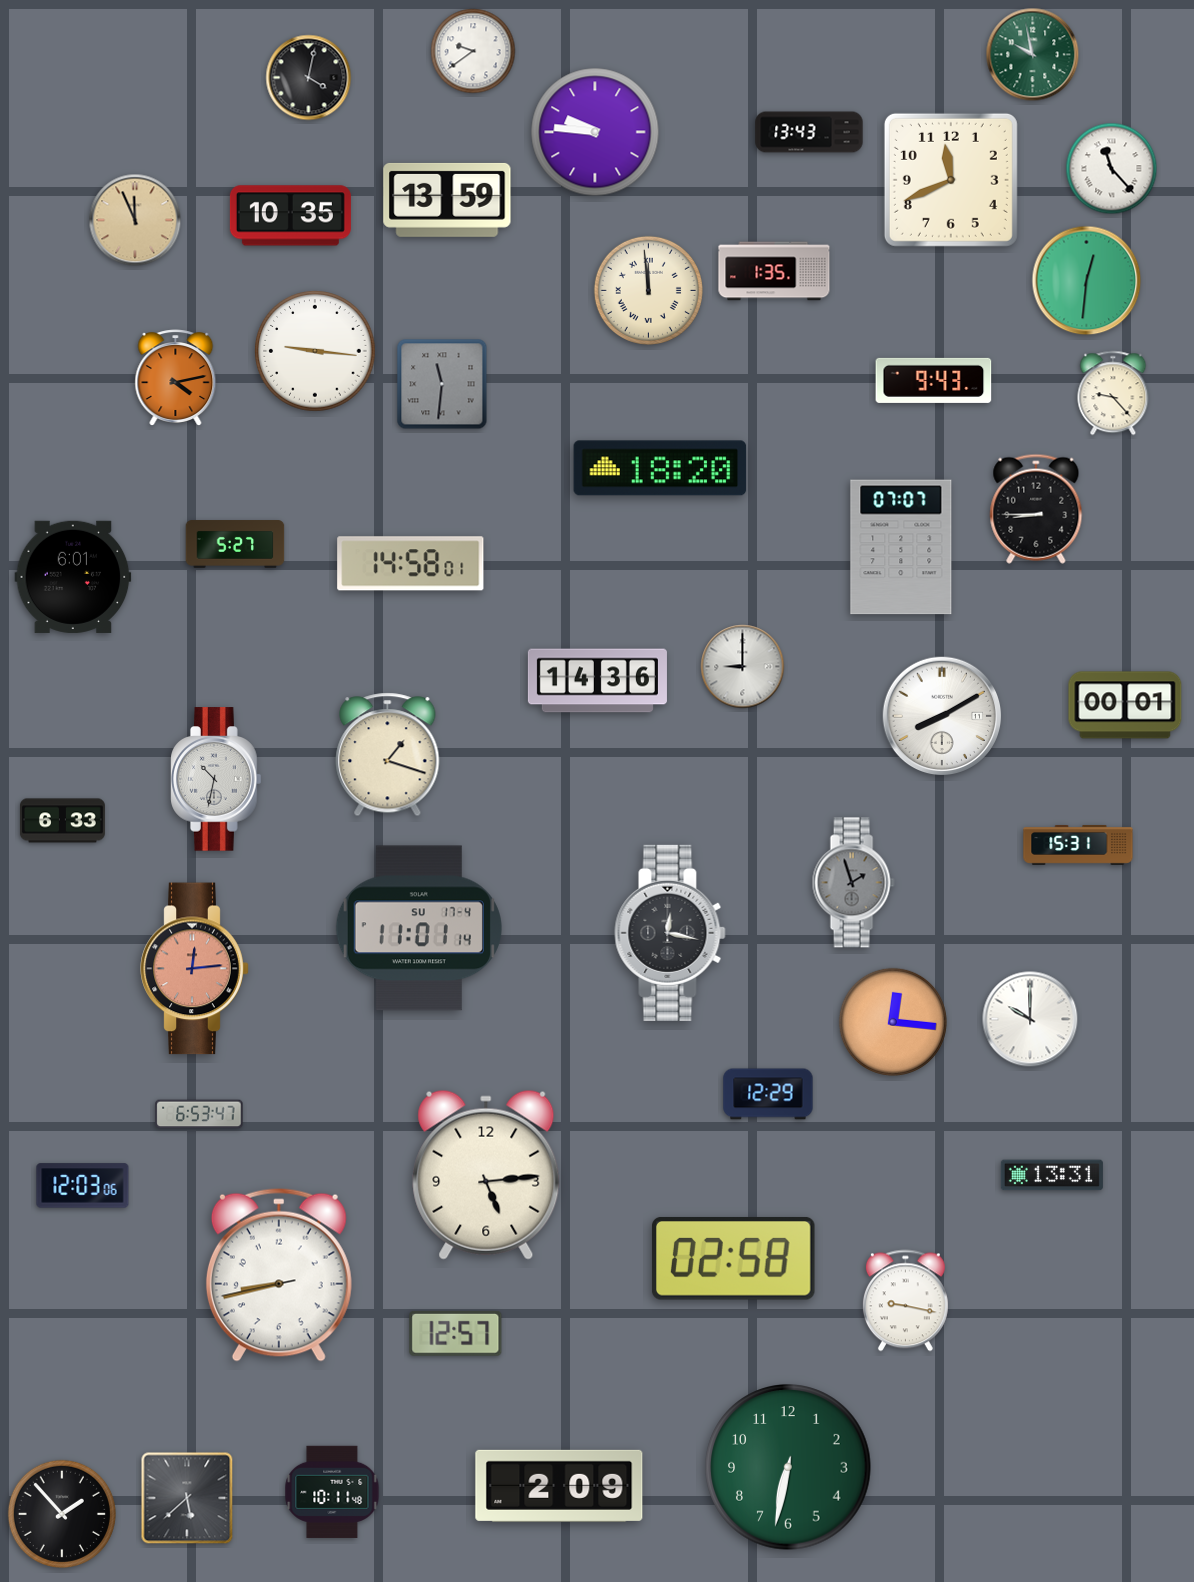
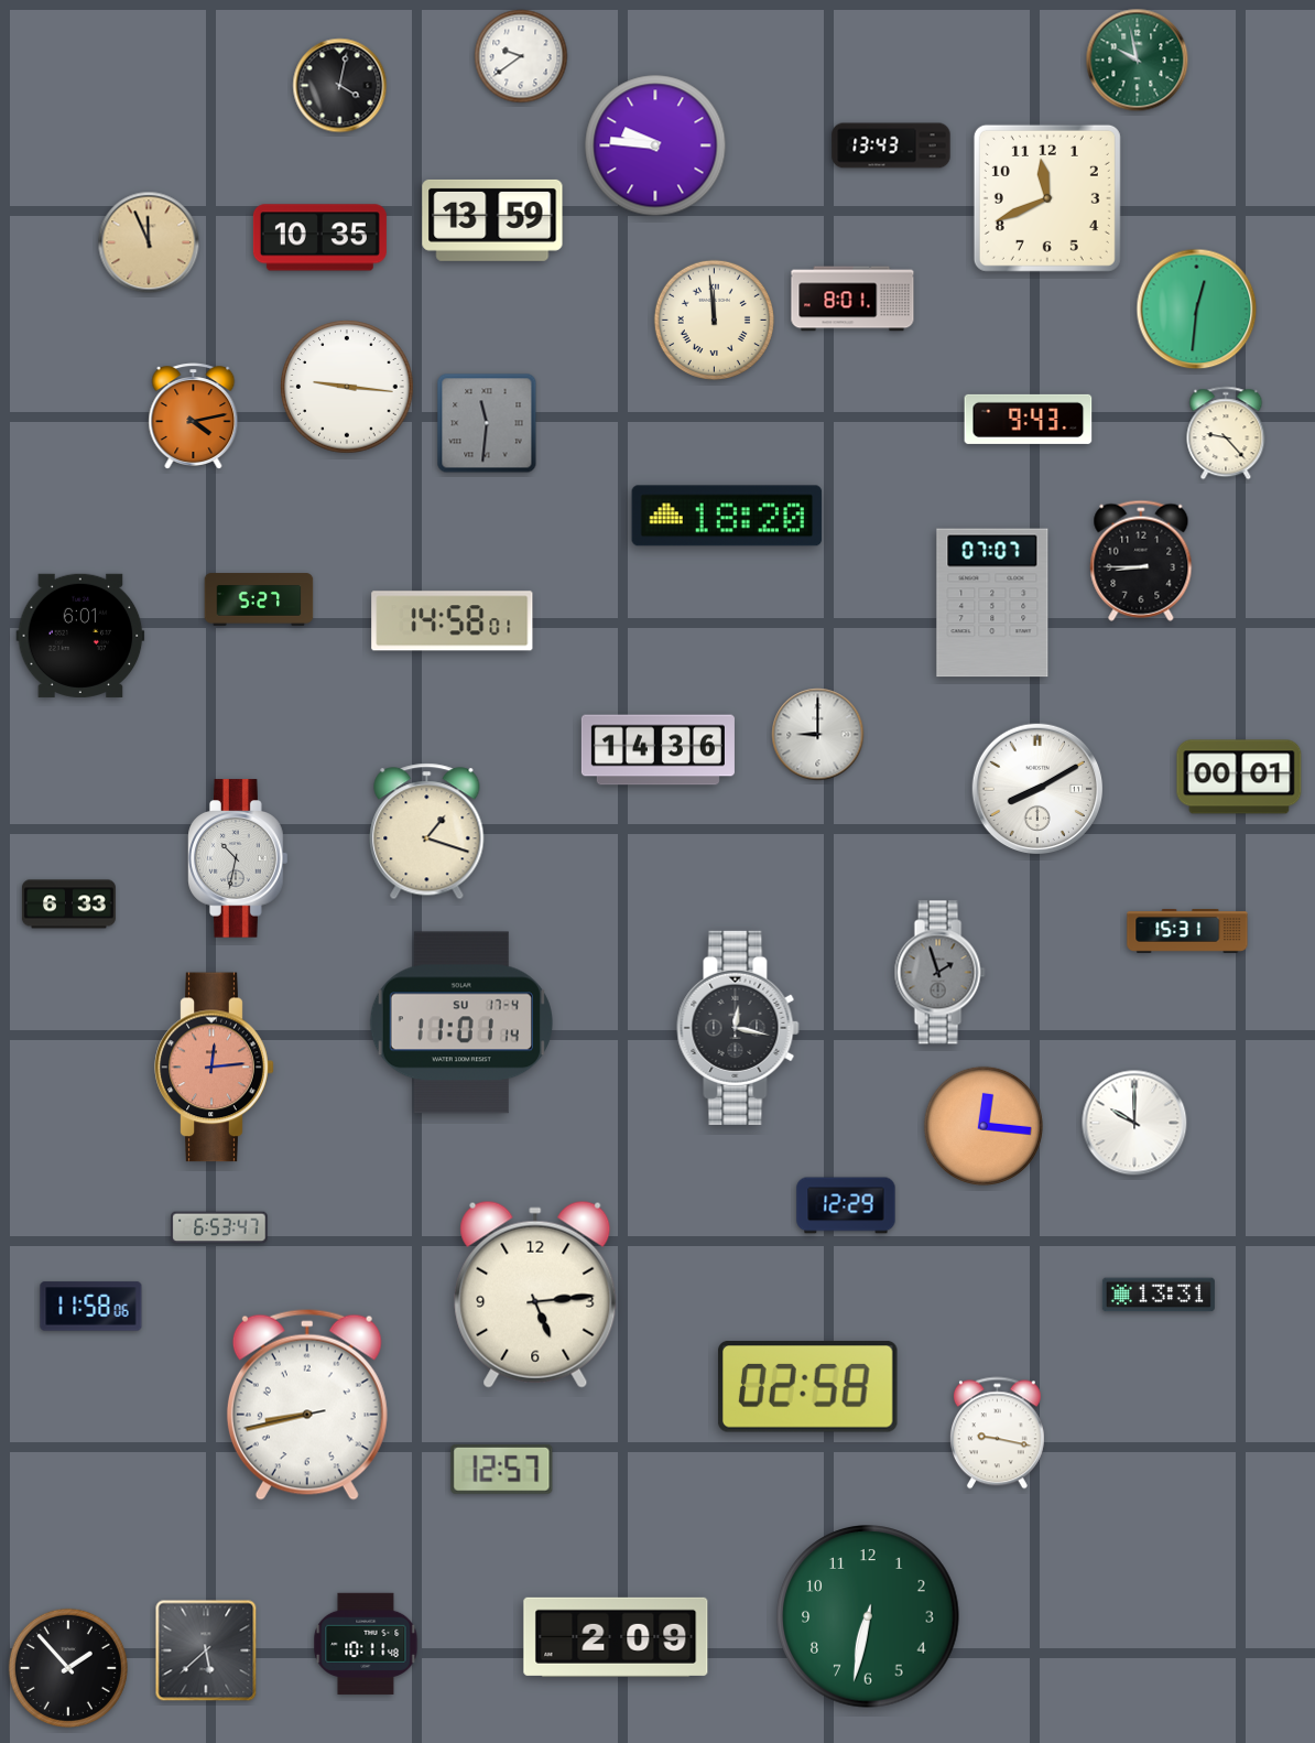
clock at (1112, 169): 11:23 -> none
clock at (774, 271): 1:35 -> 8:01
clock at (83, 1186): 12:03 -> 11:58
